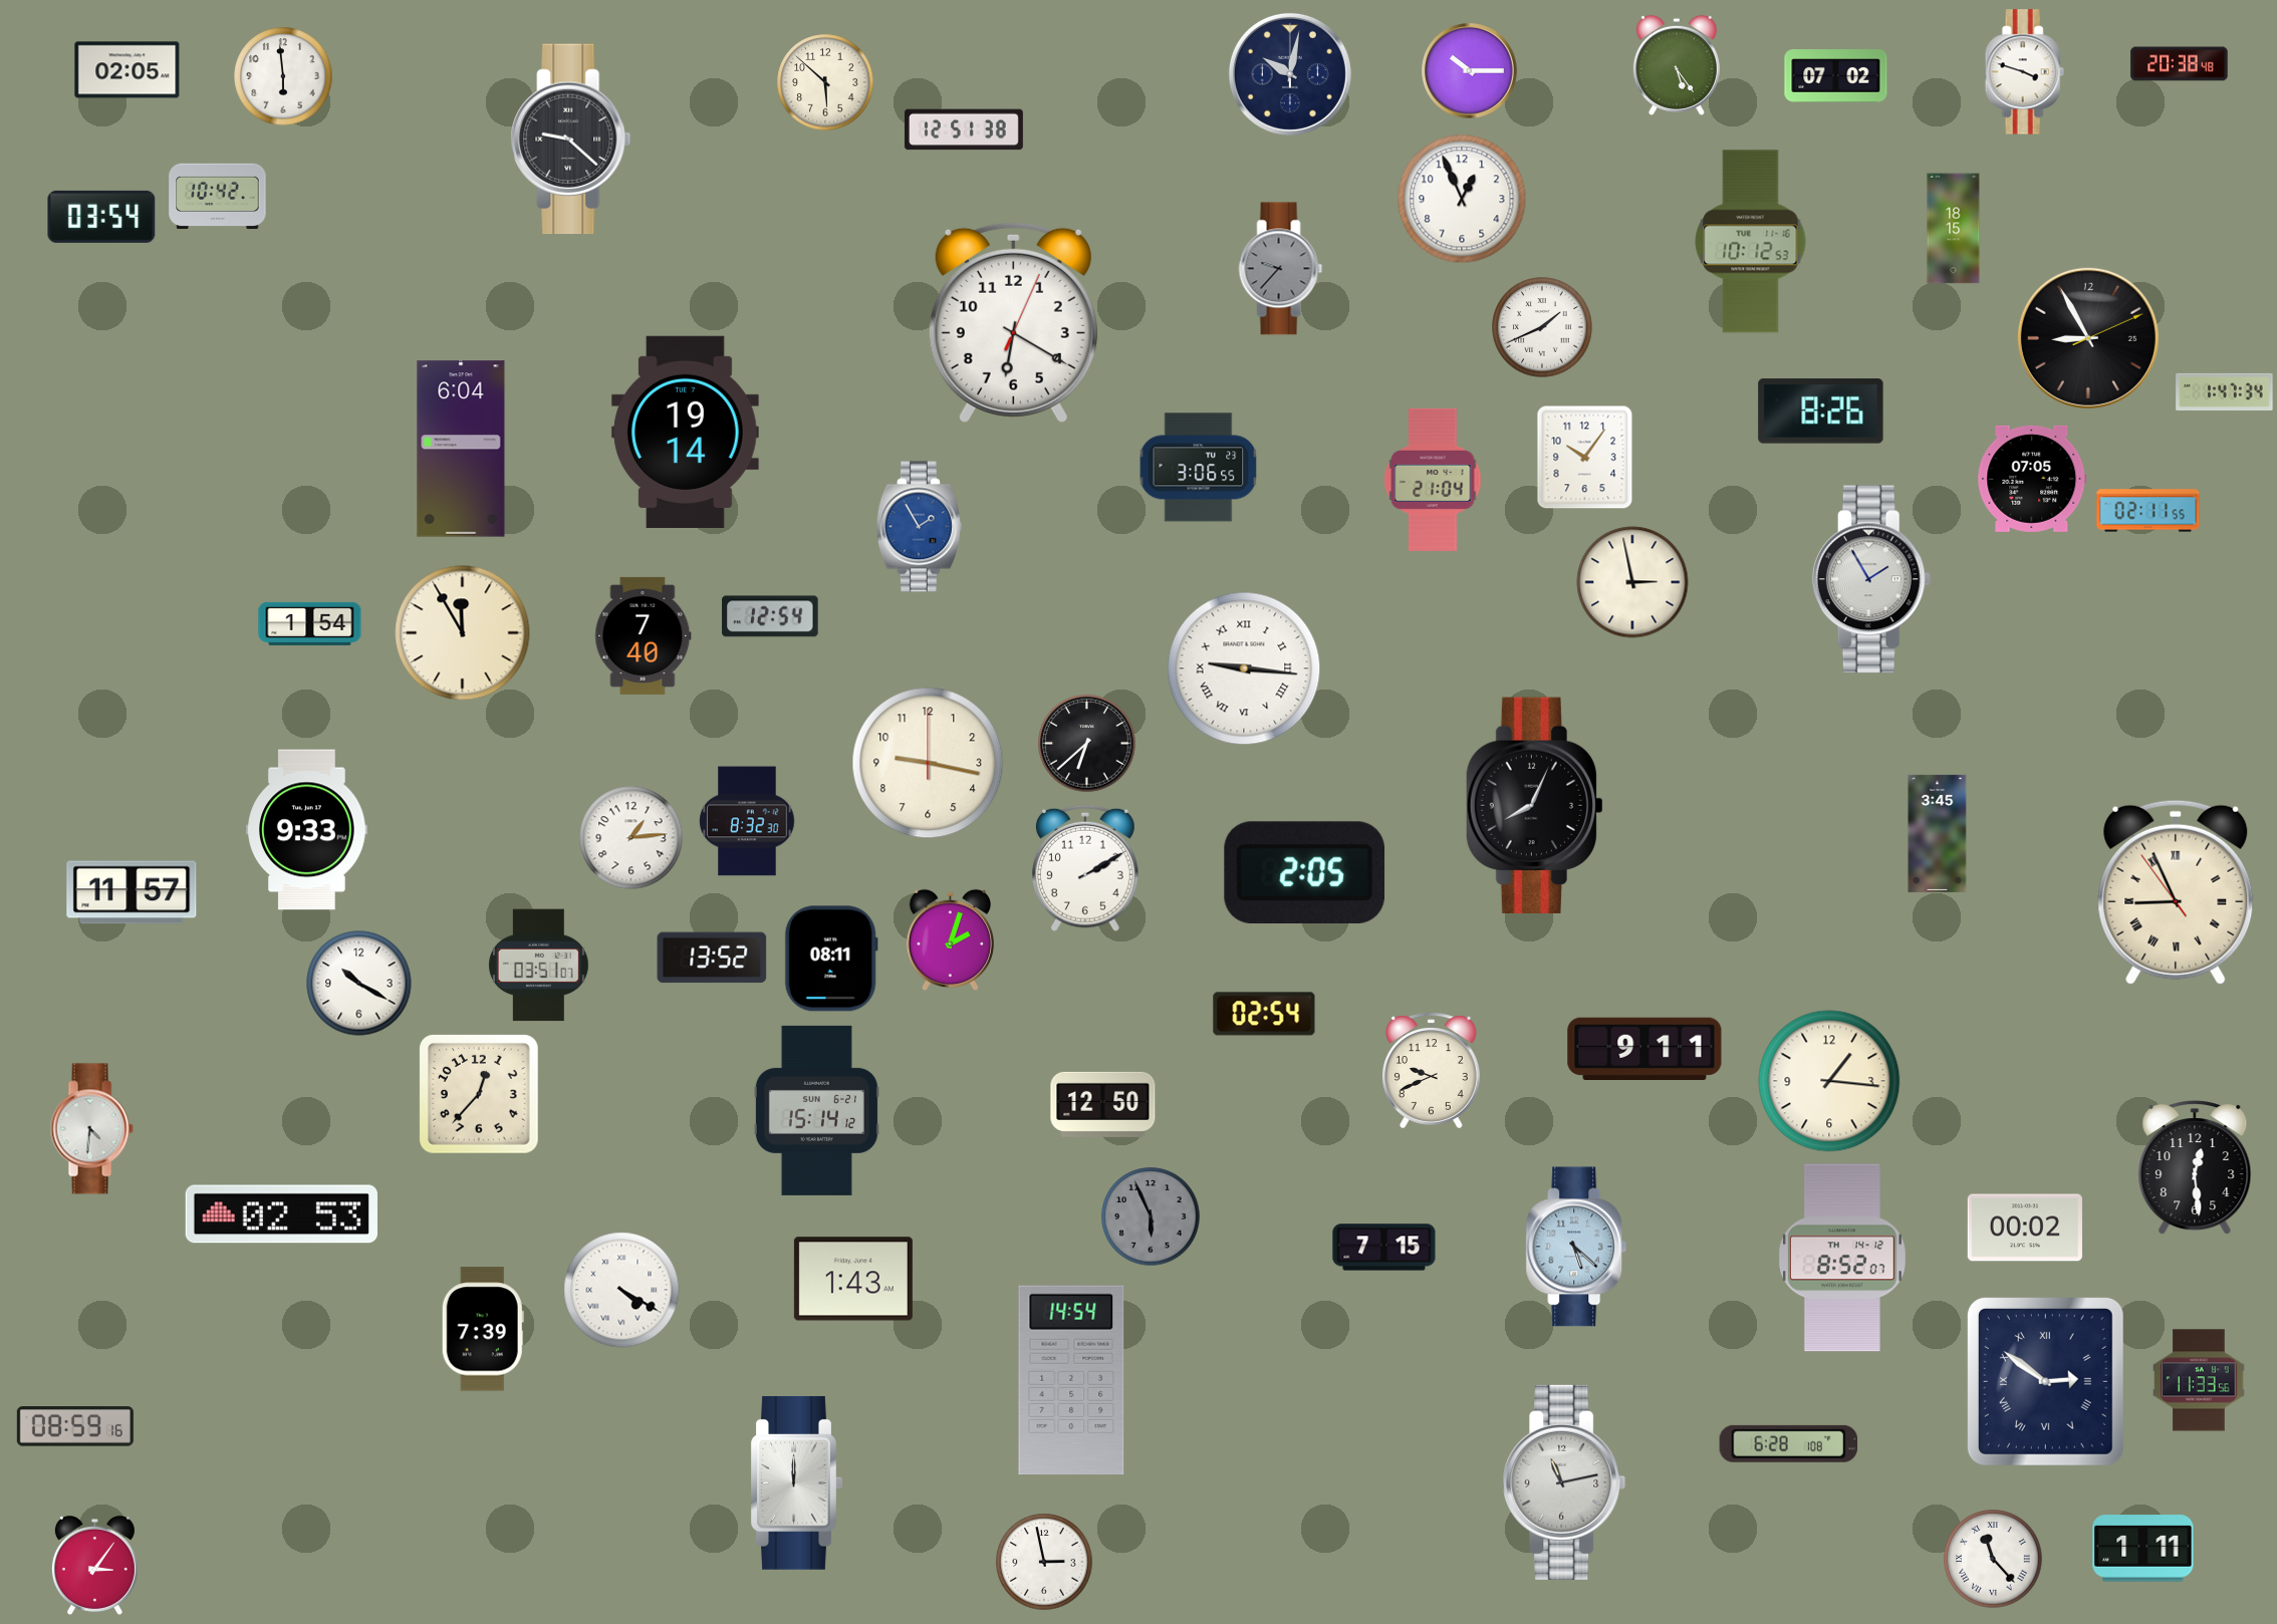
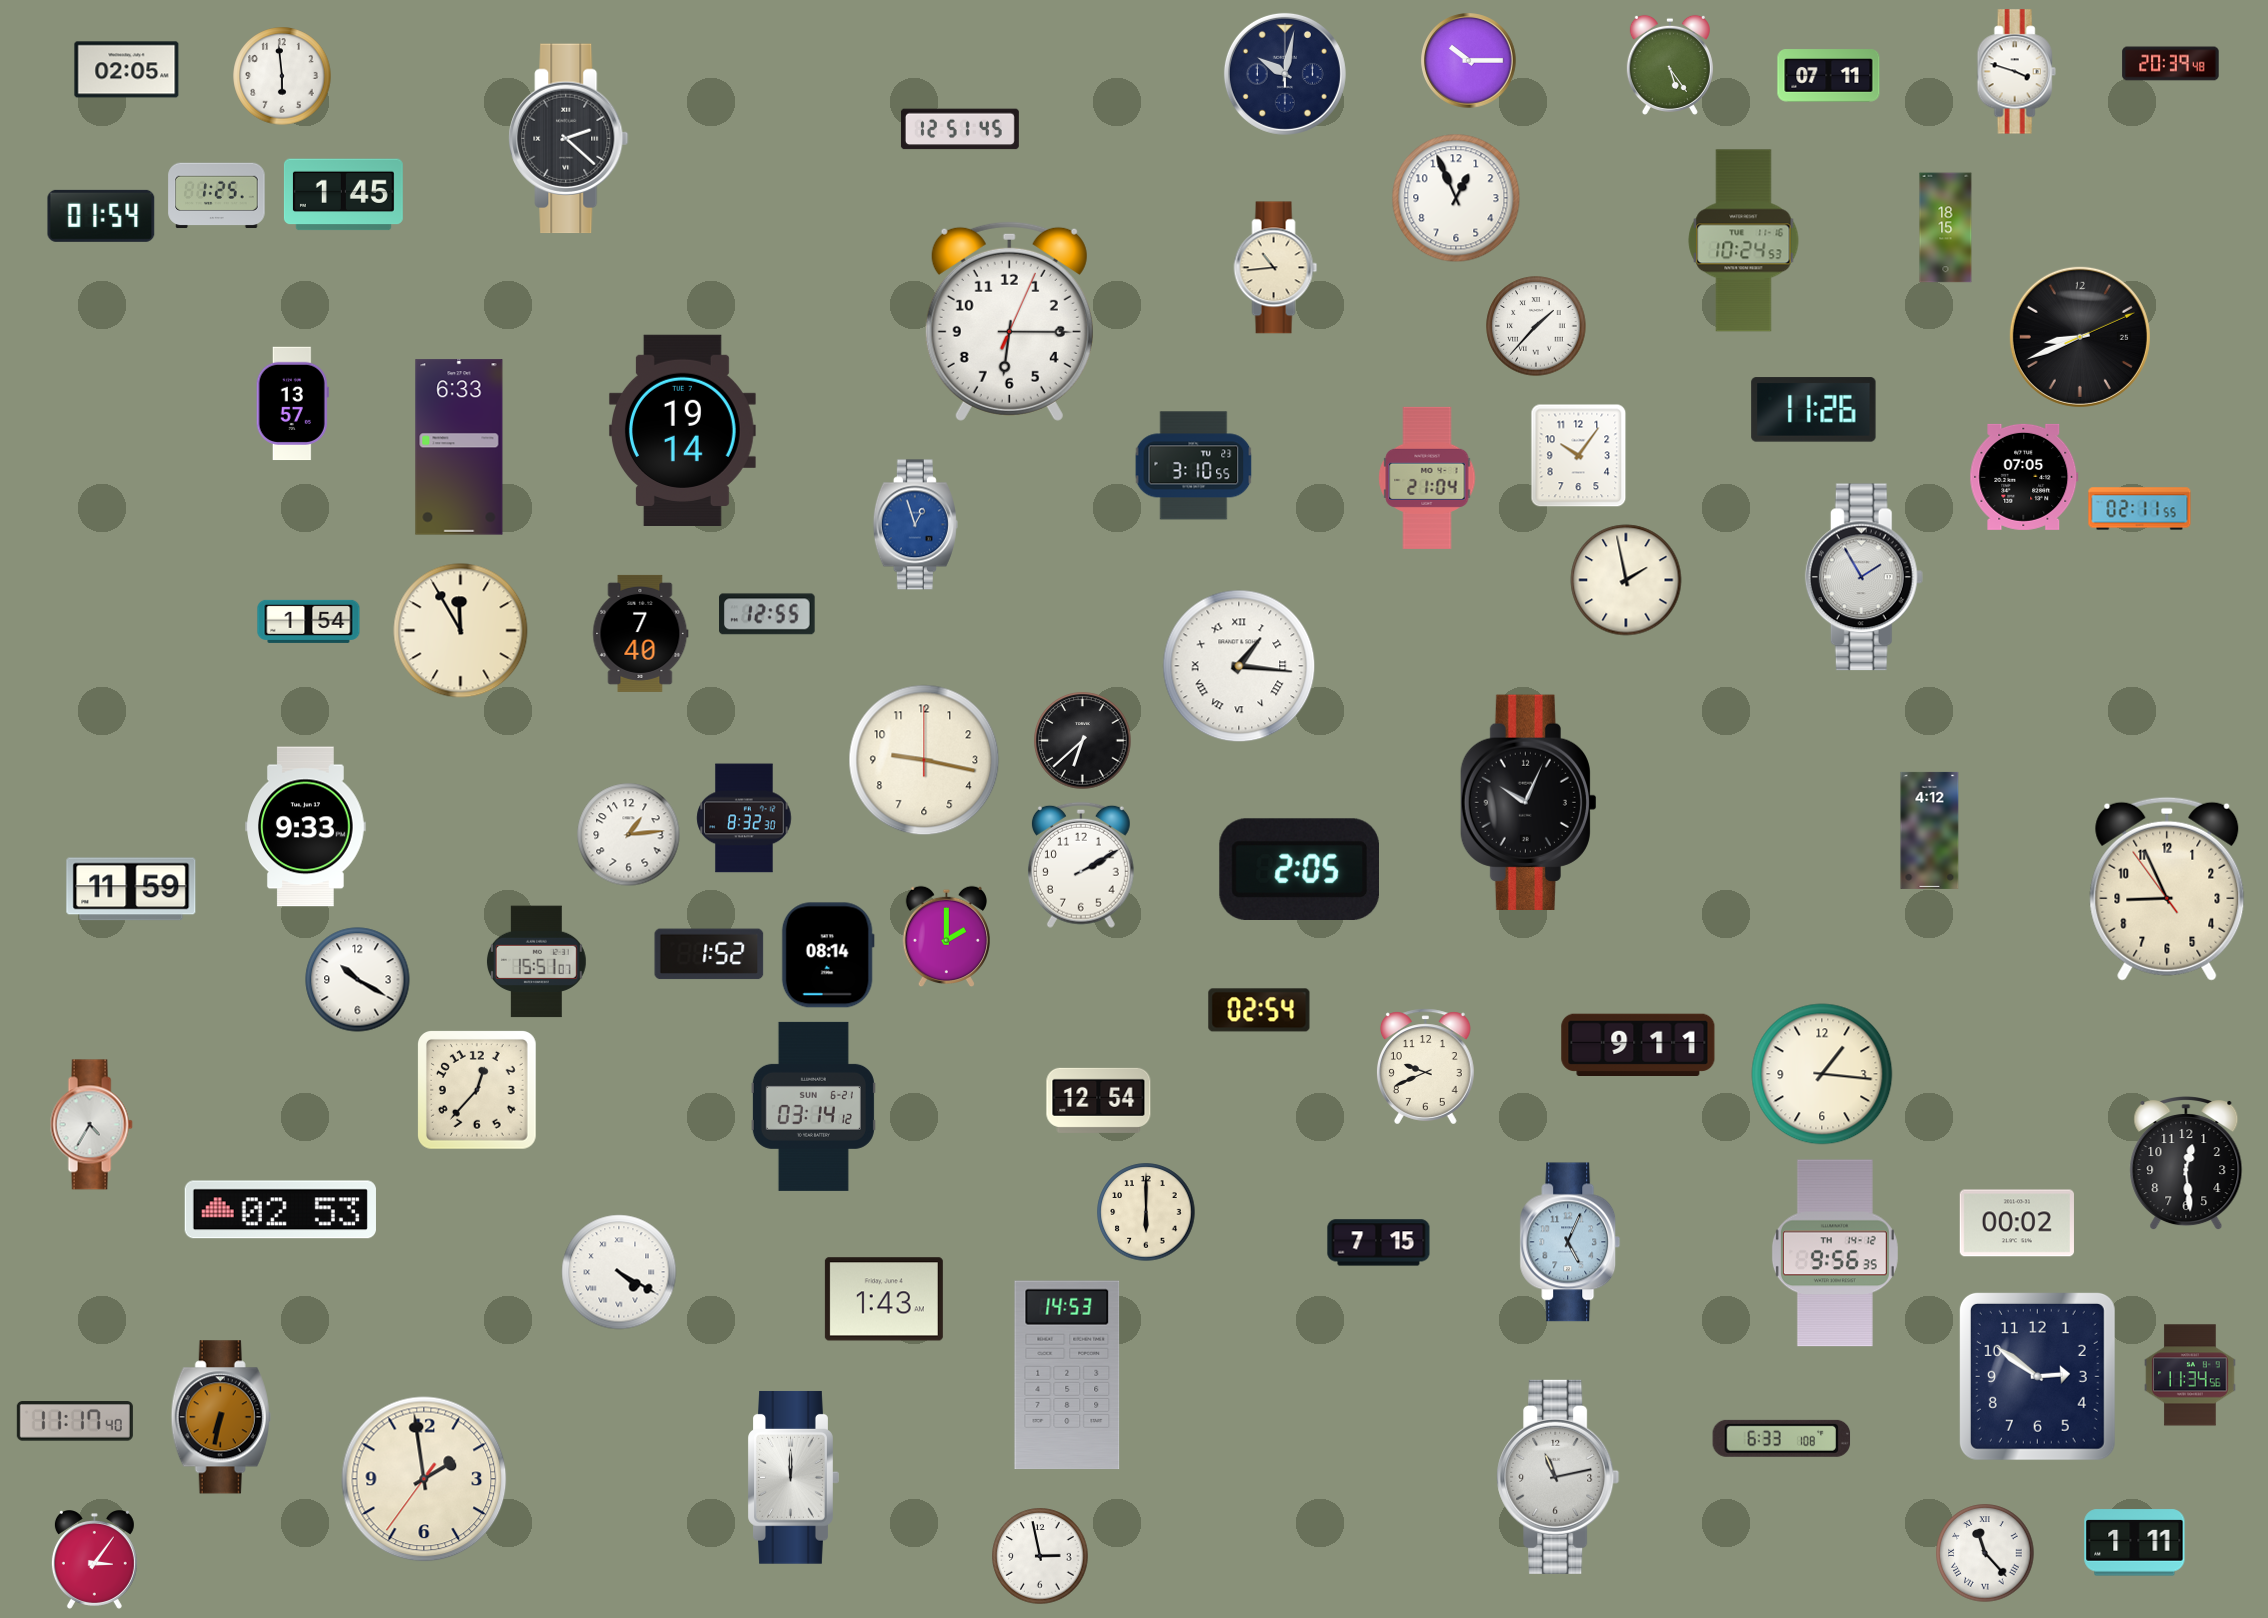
clock at (2180, 64): 20:38 -> 20:39
clock at (1470, 71) position: (1470, 71) -> (1469, 61)
clock at (1836, 76): 07:02 -> 07:11
clock at (825, 82): 5:52 -> none
clock at (964, 129): 12:51:38 -> 12:51:45
clock at (571, 140): 9:22 -> 2:22
clock at (343, 195): none -> 1:45
clock at (218, 197): 10:42 -> 1:25
clock at (101, 217): 03:54 -> 01:54
clock at (1751, 242): 10:12 -> 10:24
clock at (1281, 269): 9:37 -> 10:44
clock at (1281, 269) dial: grey -> cream
clock at (1013, 322): 6:20 -> 6:15
clock at (1542, 327): 1:41 -> 1:37
clock at (2088, 338): 8:55 -> 8:41
clock at (2225, 391): 1:47 -> none
clock at (292, 404): none -> 13:57
clock at (1821, 412): 8:26 -> 11:26
clock at (461, 449): 6:04 -> 6:33
clock at (1199, 468): 3:06 -> 3:10
clock at (919, 527): 1:55 -> 12:57
clock at (1632, 582): 2:58 -> 1:58
clock at (770, 616): 12:54 -> 12:55
clock at (1244, 668): 9:16 -> 1:16
clock at (1534, 805): 8:04 -> 10:04
clock at (1938, 833): 3:45 -> 4:12
clock at (132, 892): 11:57 -> 11:59
clock at (2176, 892) numerals: Roman -> Arabic
clock at (950, 940): 2:03 -> 2:00
clock at (712, 958): 13:52 -> 1:52
clock at (831, 959): 08:11 -> 08:14
clock at (538, 966): 03:51 -> 15:51
clock at (1829, 1081) position: (1829, 1081) -> (1822, 1074)
clock at (1103, 1104): 12:50 -> 12:54
clock at (816, 1110): 15:14 -> 03:14
clock at (91, 1129): 4:31 -> 4:35
clock at (1151, 1216): 5:56 -> 6:00
clock at (1151, 1216) dial: grey -> cream
clock at (1576, 1247): 5:22 -> 5:04
clock at (1842, 1258): 8:52 -> 9:56
clock at (853, 1279) position: (853, 1279) -> (884, 1299)
clock at (621, 1290) position: (621, 1290) -> (619, 1272)
clock at (483, 1329): 7:39 -> none
clock at (1071, 1380): 14:54 -> 14:53
clock at (2199, 1380): 11:33 -> 11:34
clock at (2045, 1381) numerals: Roman -> Arabic
clock at (221, 1417): none -> 6:32
clock at (75, 1426): 08:59 -> 11:17
clock at (1789, 1443): 6:28 -> 6:33
clock at (424, 1479): none -> 1:58
